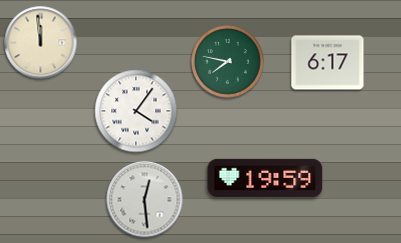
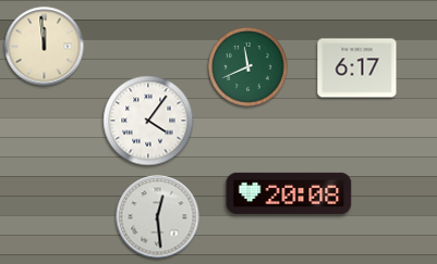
clock at (228, 62): 7:47 -> 11:41
clock at (265, 178): 19:59 -> 20:08
